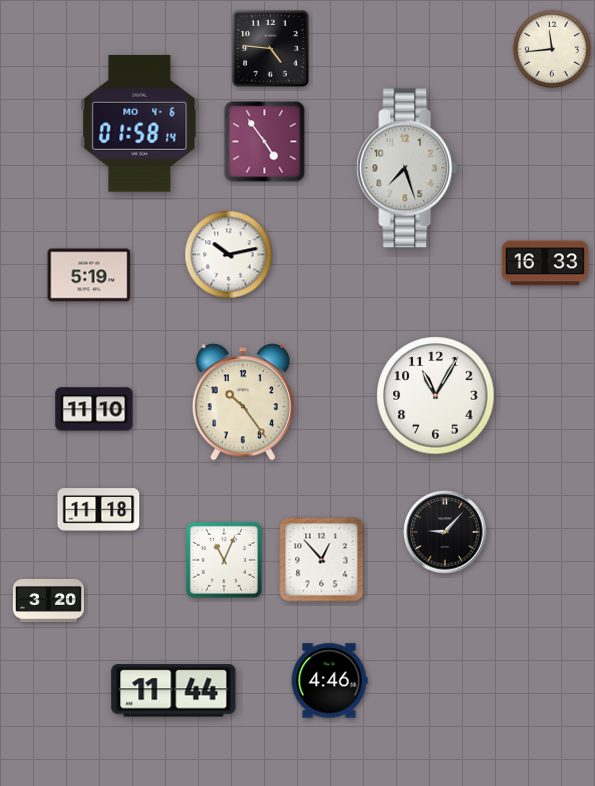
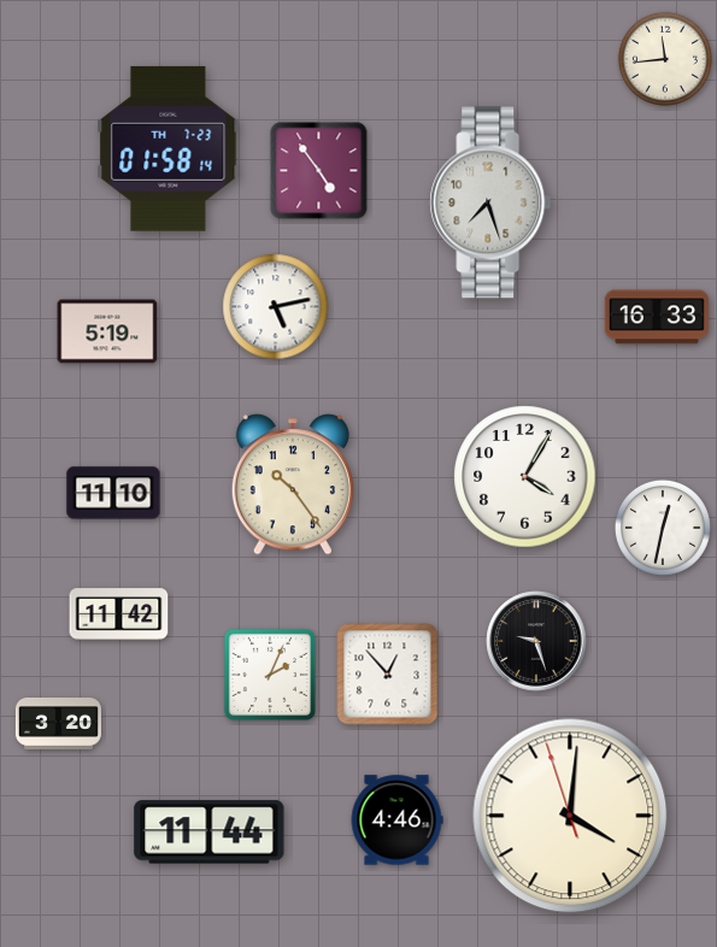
clock at (271, 49): 4:46 -> none
clock at (140, 123) date: MO 4-6 -> TH 7-23
clock at (229, 255): 10:13 -> 5:13
clock at (436, 396): 11:05 -> 4:05
clock at (663, 528): none -> 12:32
clock at (99, 510): 11:18 -> 11:42
clock at (445, 532): 9:07 -> 9:27
clock at (224, 560): 11:04 -> 2:04
clock at (570, 816): none -> 4:00
